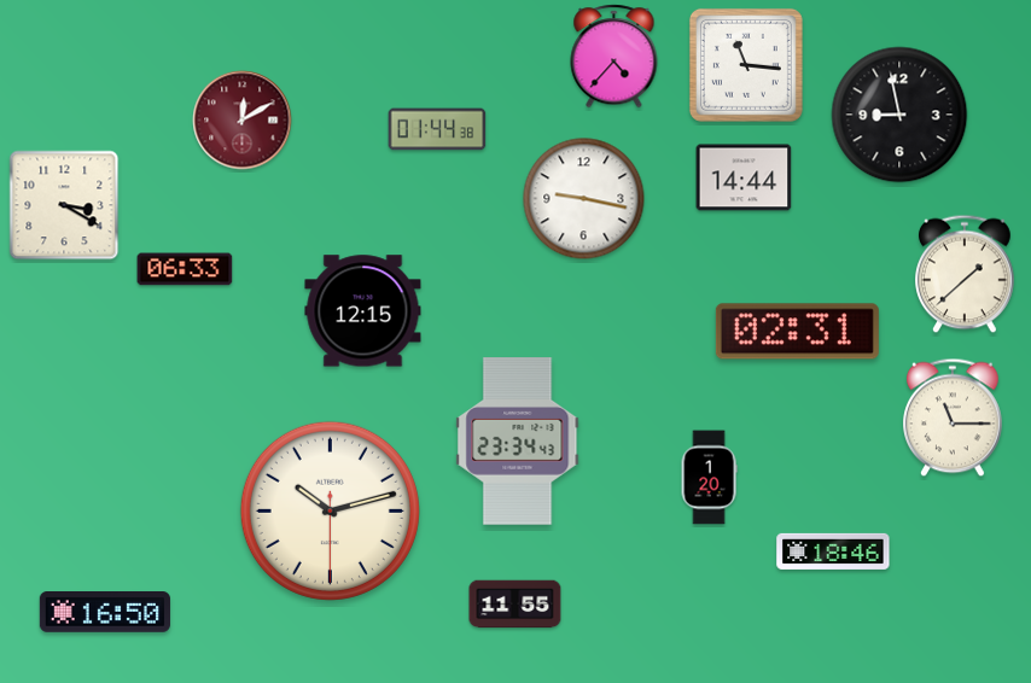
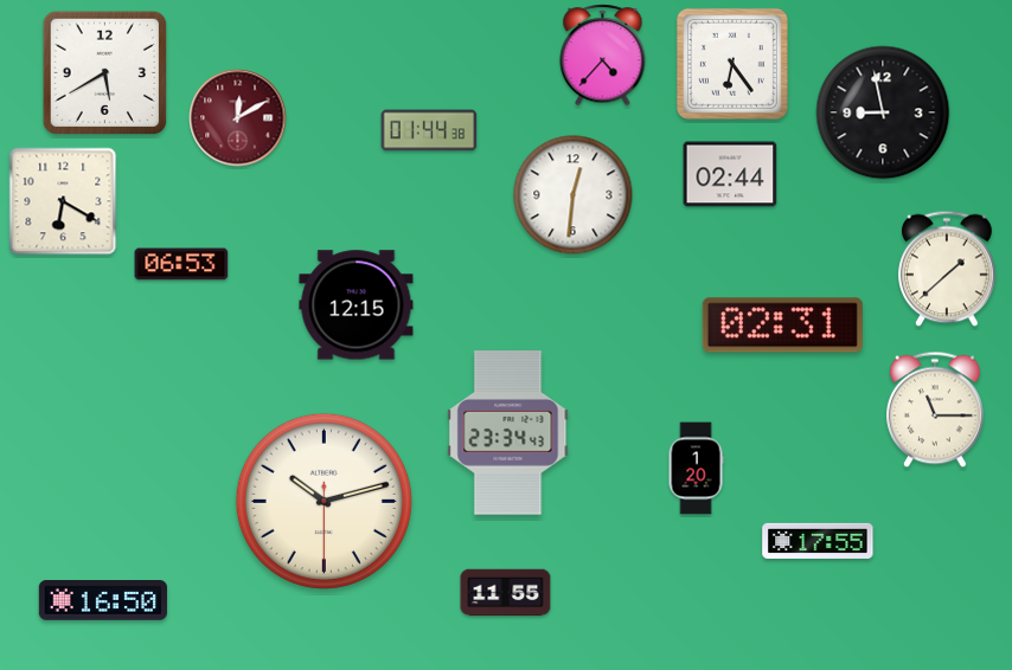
clock at (746, 65): 11:16 -> 6:24
clock at (104, 72): none -> 5:40
clock at (437, 129) position: (437, 129) -> (429, 130)
clock at (744, 177): 14:44 -> 02:44
clock at (584, 199): 9:17 -> 12:31
clock at (64, 205): 3:20 -> 6:20
clock at (185, 269): 06:33 -> 06:53
clock at (833, 551): 18:46 -> 17:55
